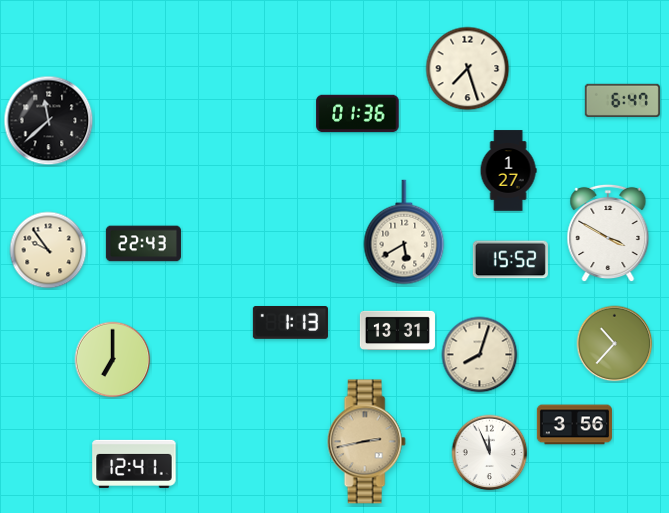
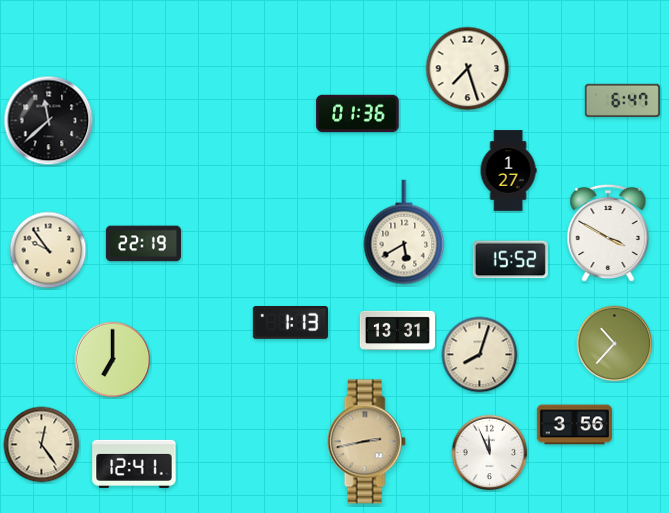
clock at (143, 244): 22:43 -> 22:19
clock at (42, 445): none -> 12:24
